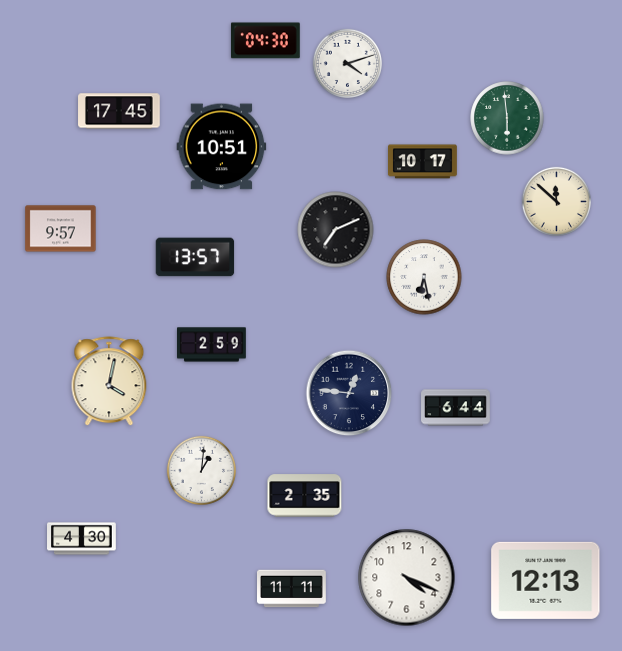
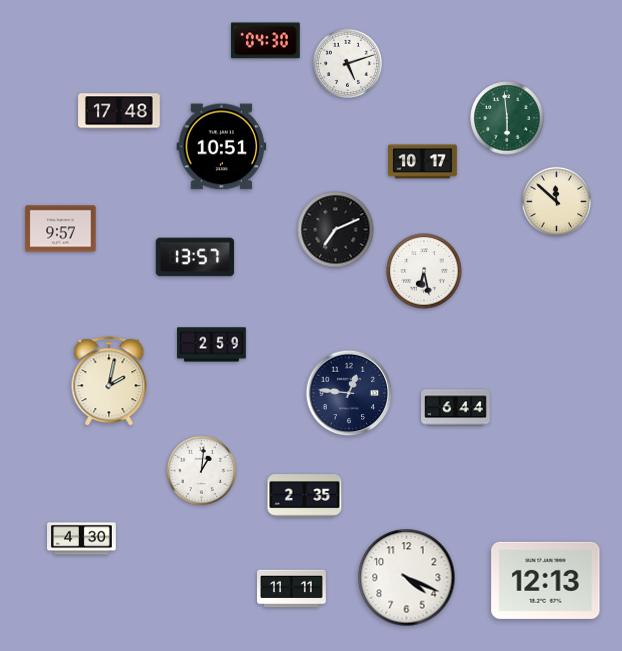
clock at (347, 63): 4:12 -> 5:12
clock at (119, 111): 17:45 -> 17:48
clock at (424, 277) position: (424, 277) -> (424, 271)
clock at (109, 382): 4:02 -> 2:02
